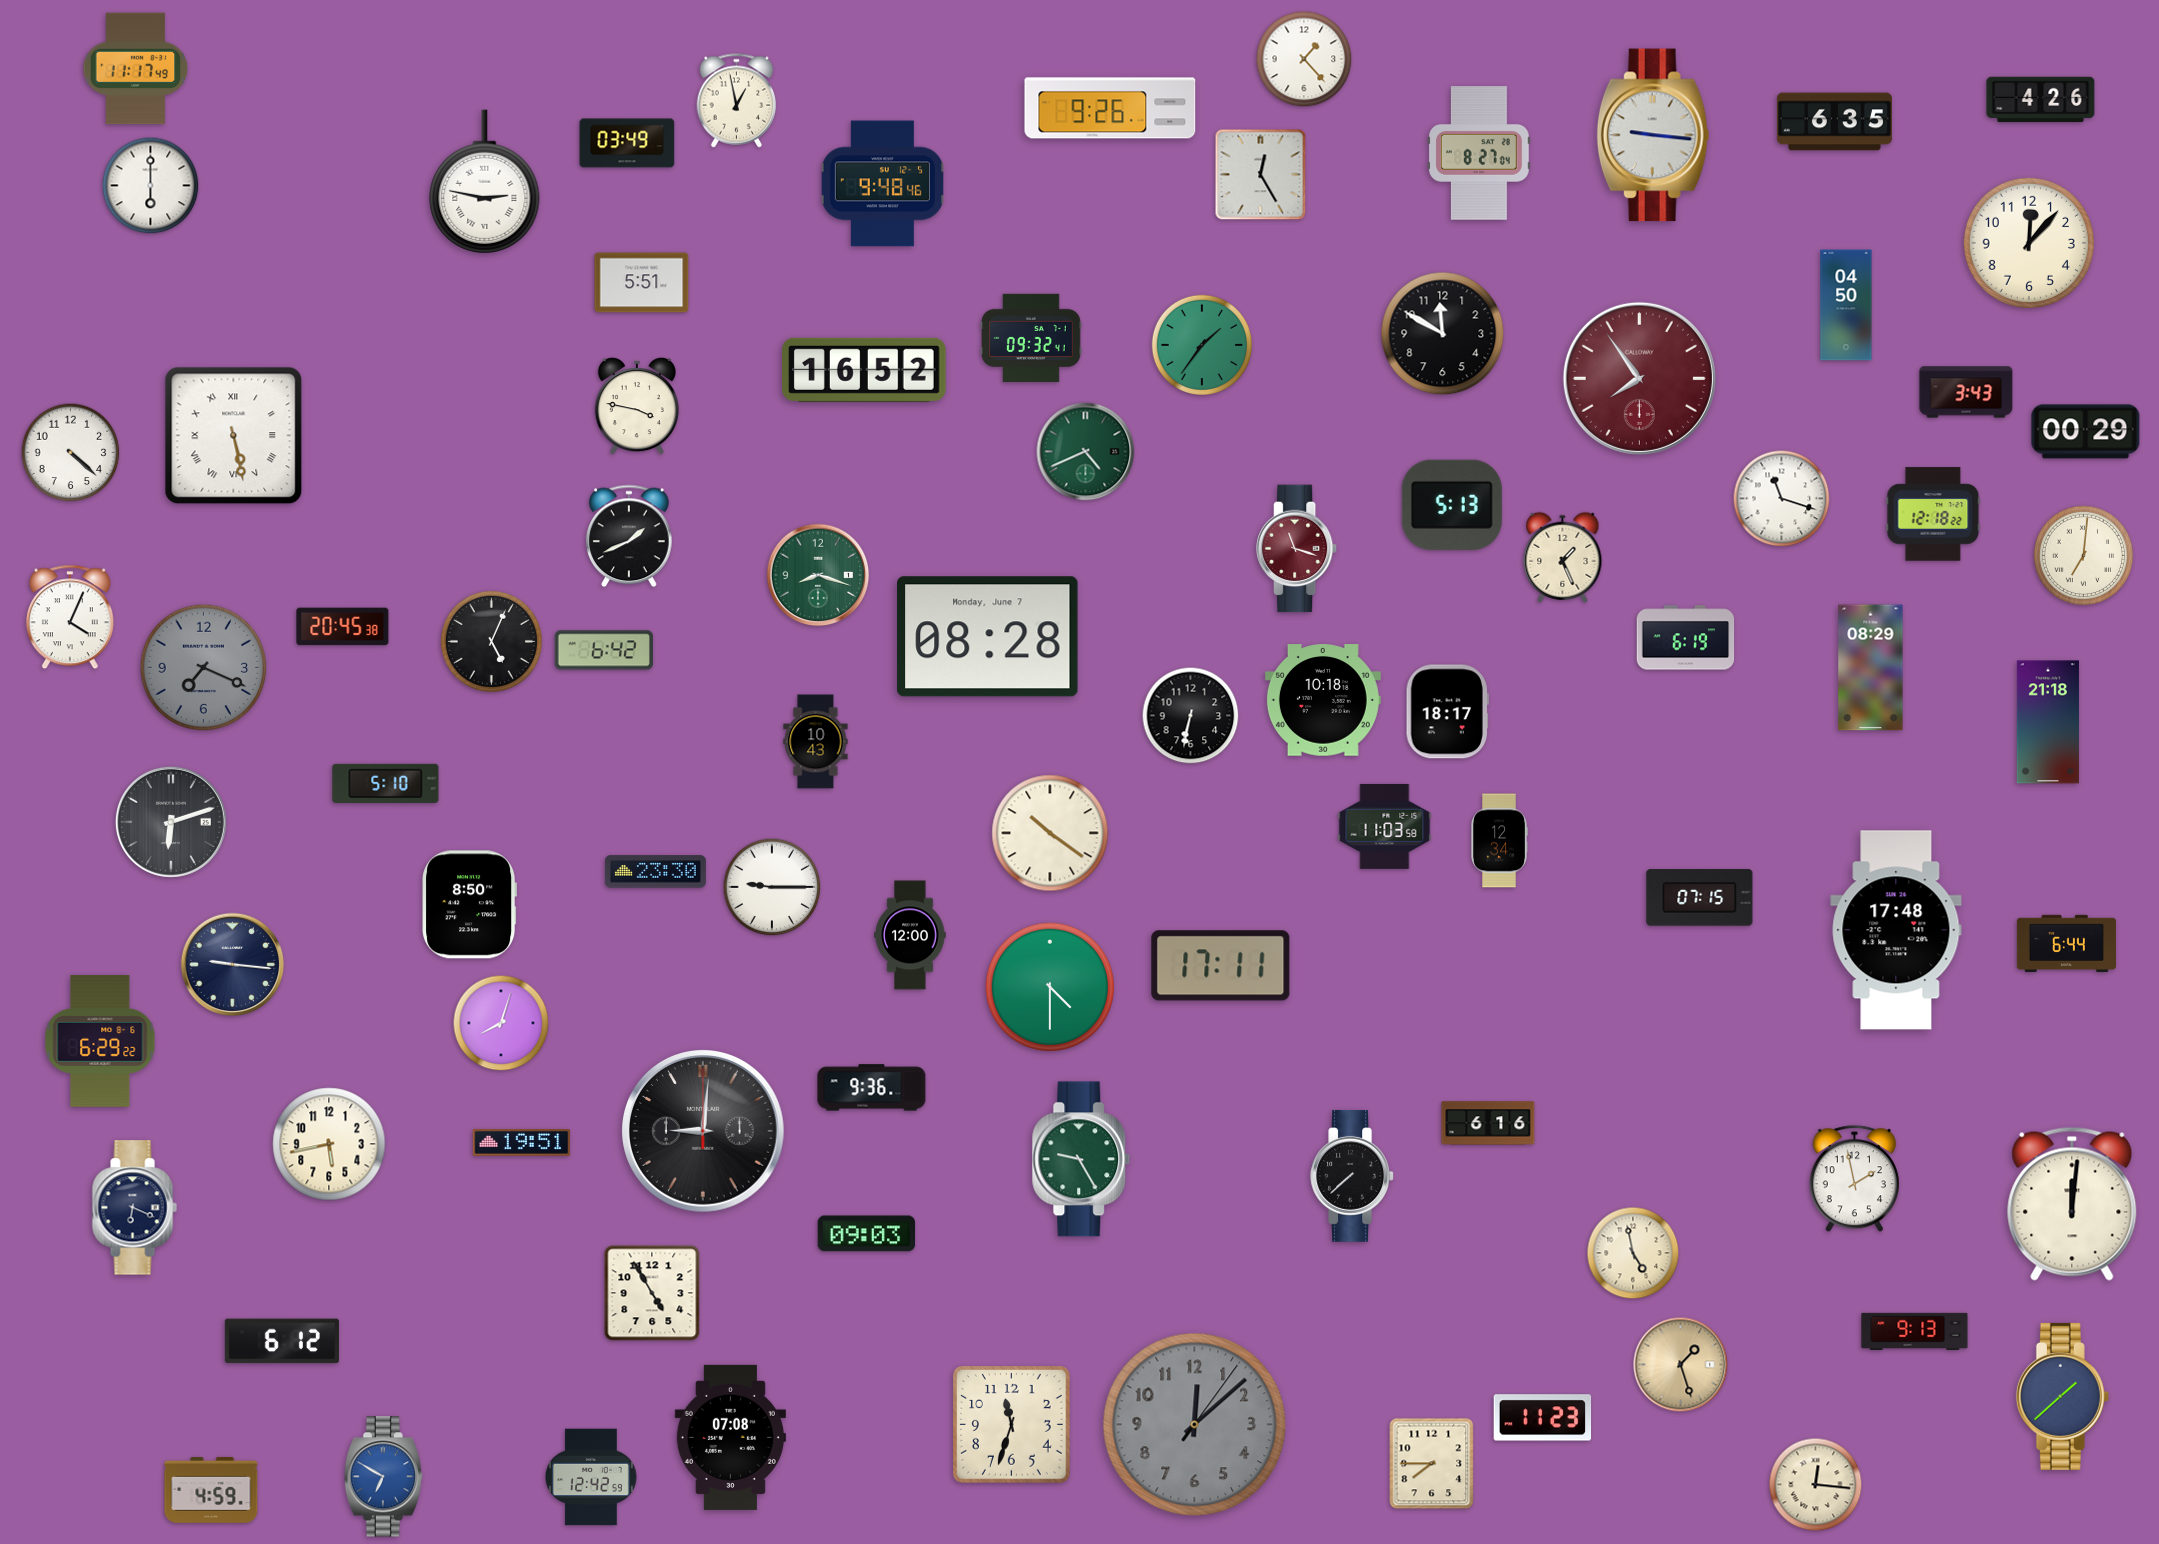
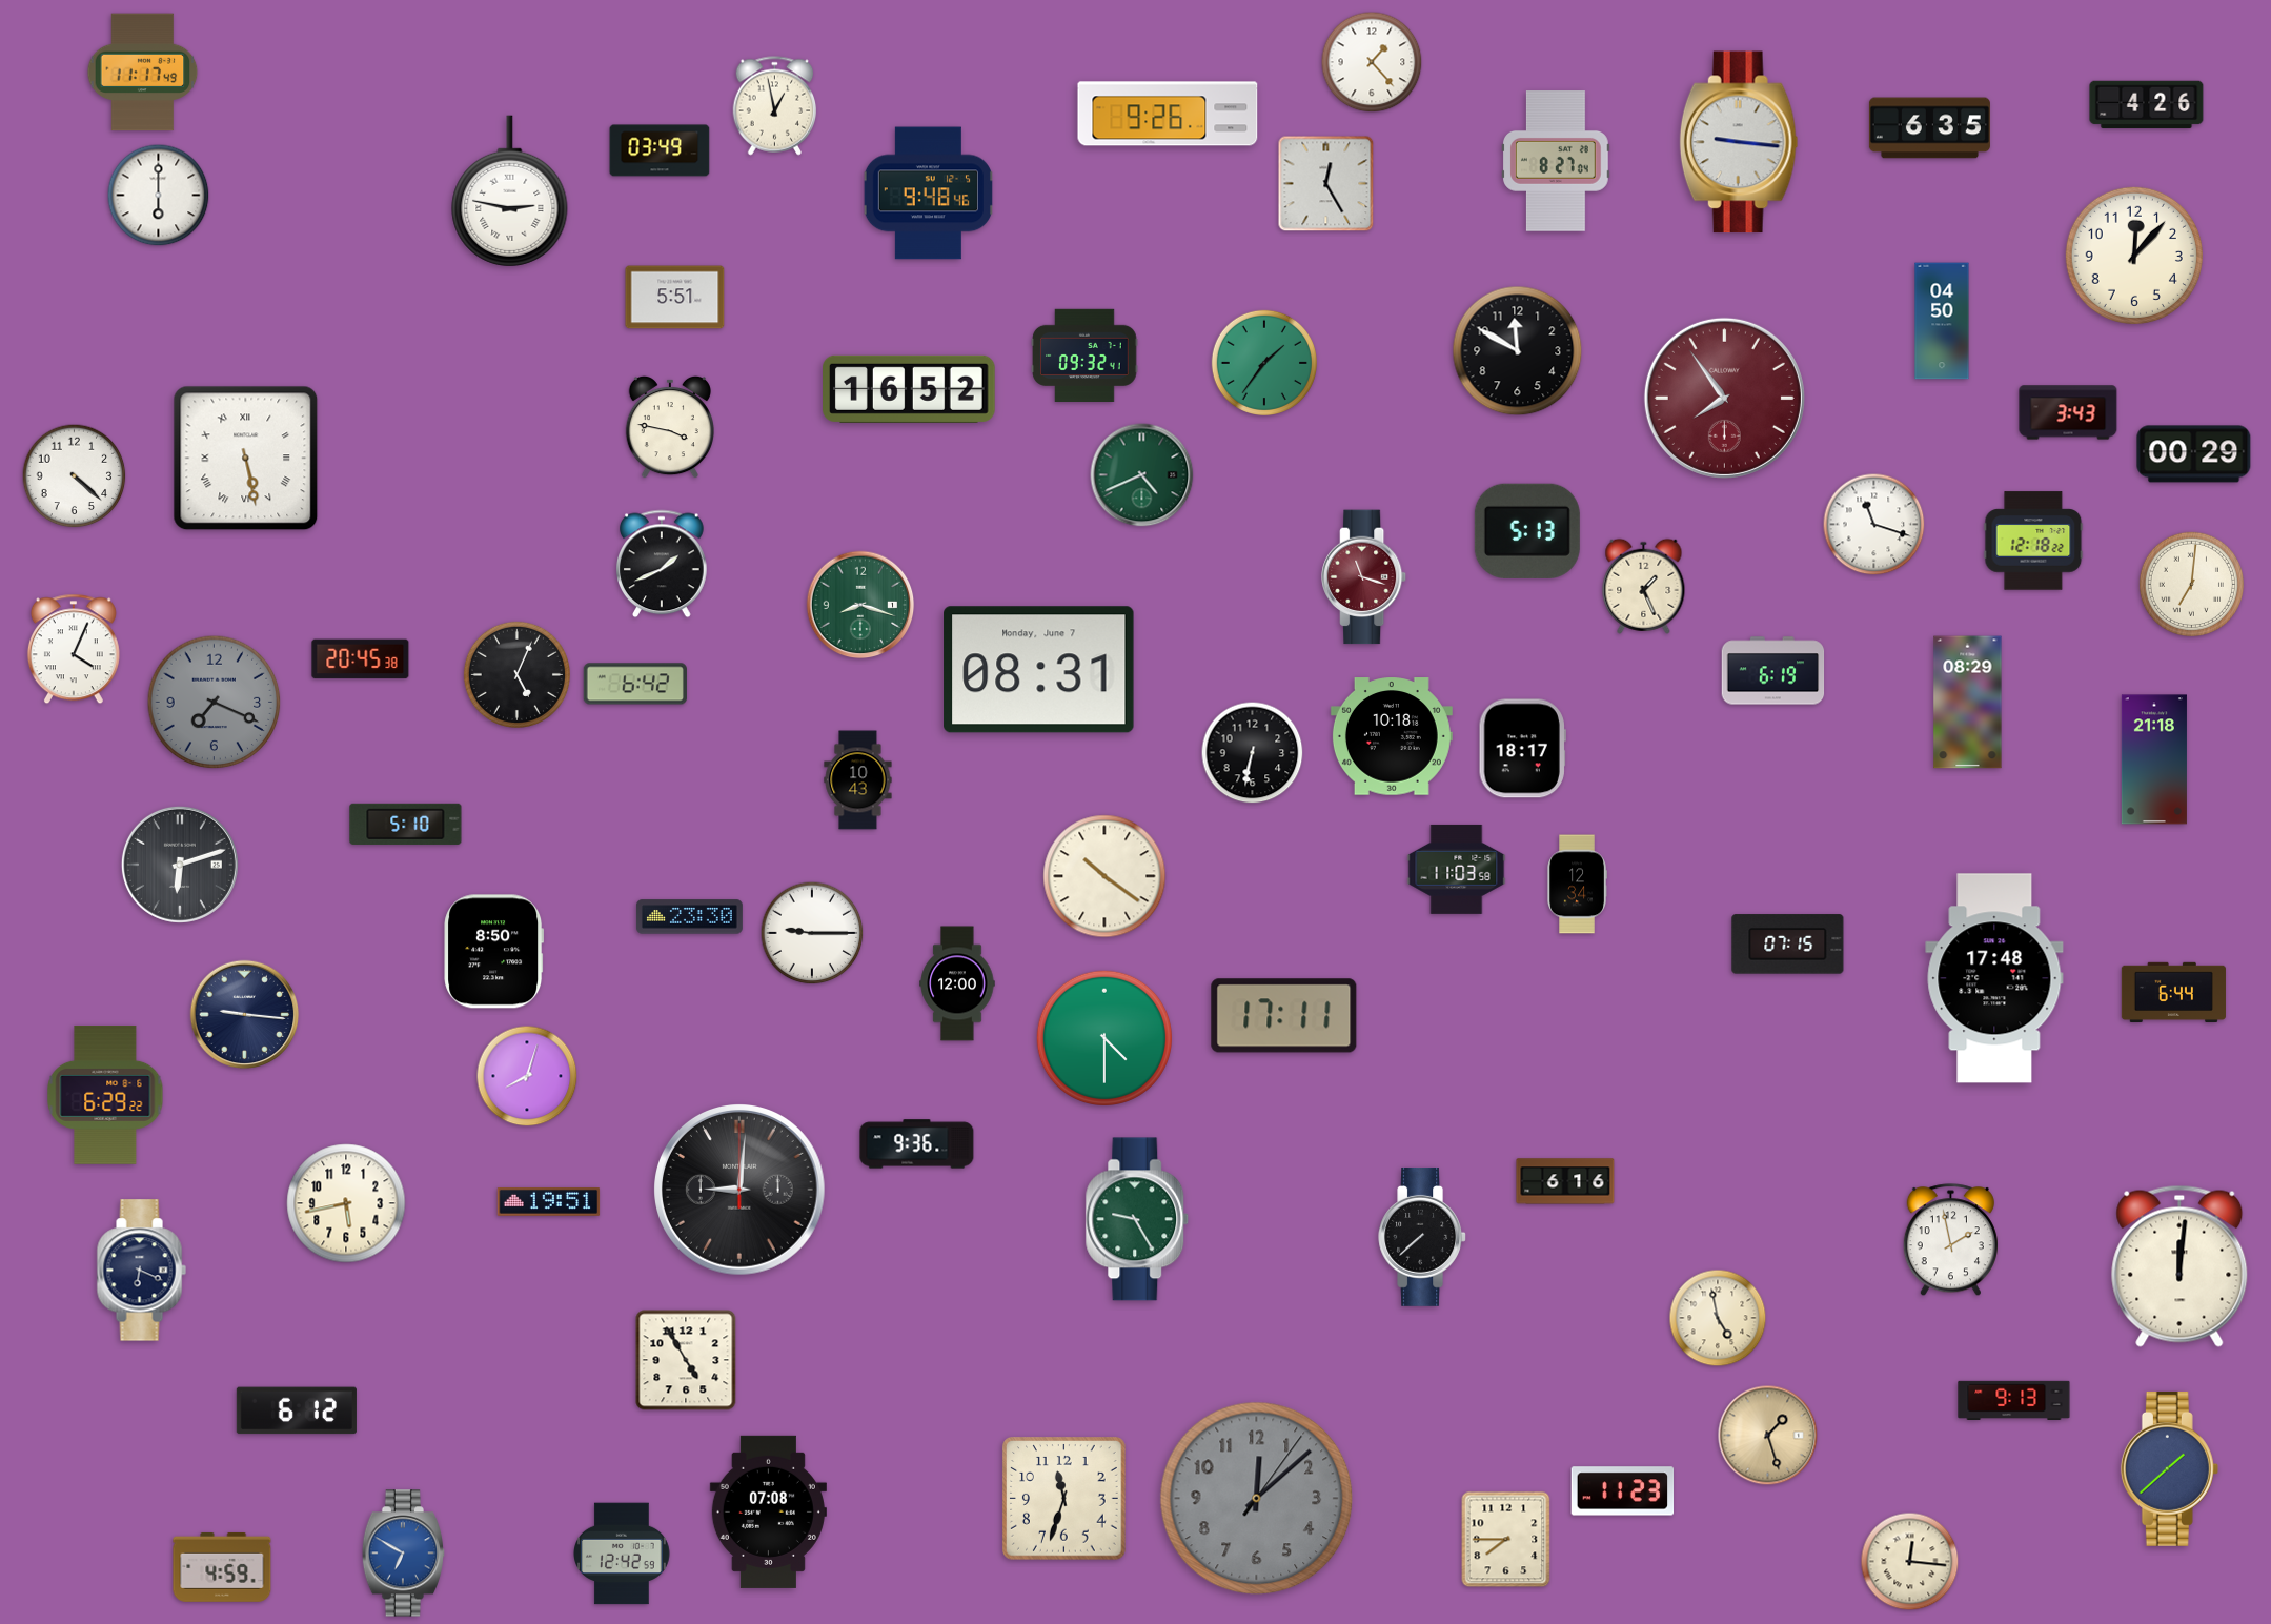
clock at (988, 637): 08:28 -> 08:31
clock at (867, 1234): 09:03 -> none
